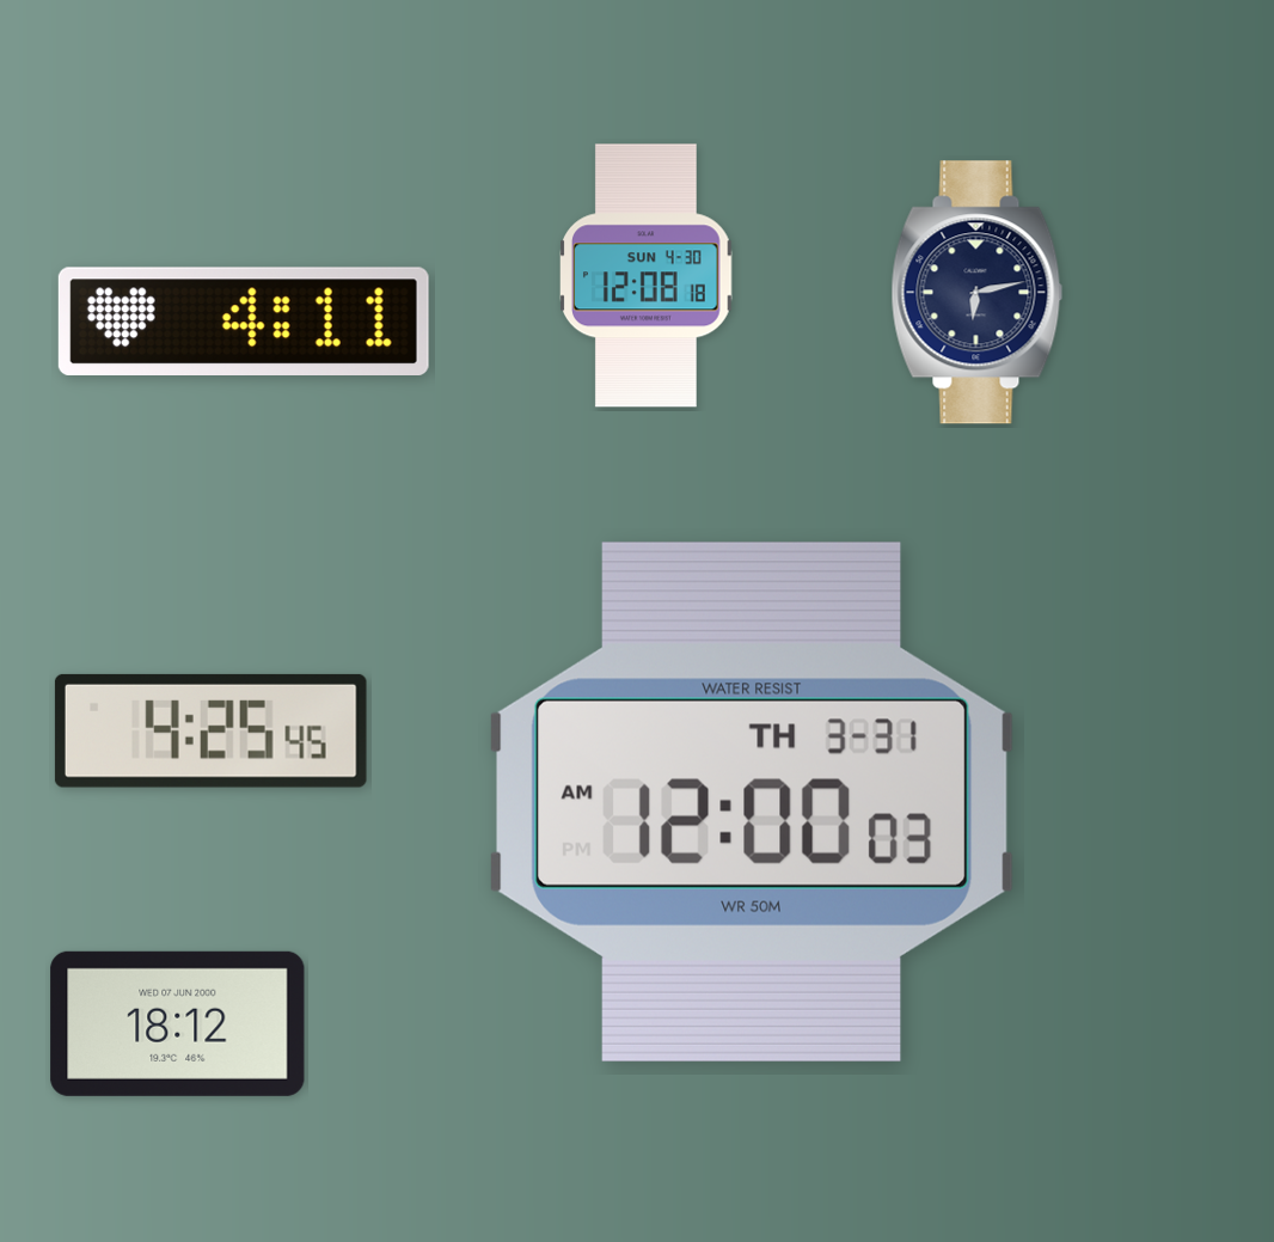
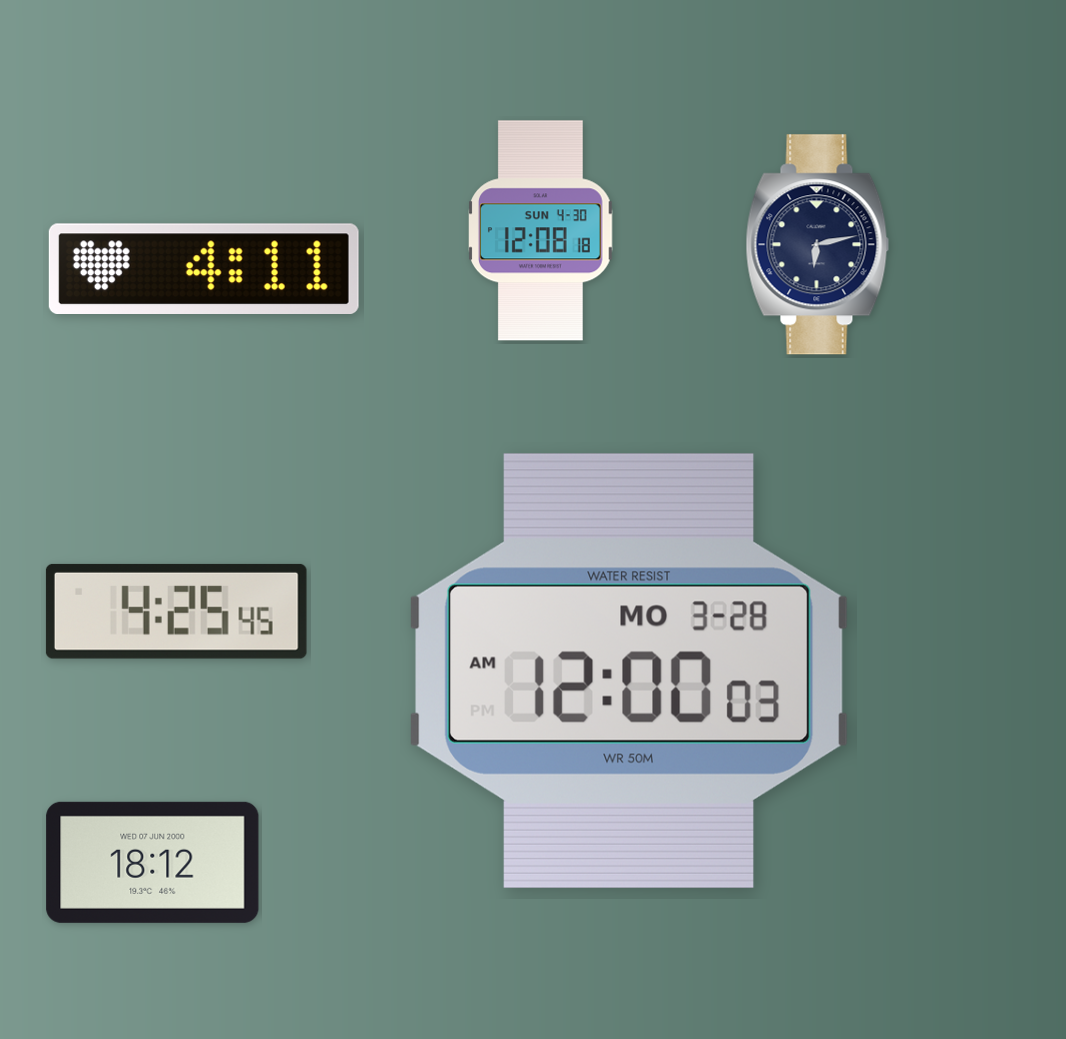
clock at (753, 802) date: TH 3-31 -> MO 3-28
clock at (178, 1023) position: (178, 1023) -> (153, 862)
